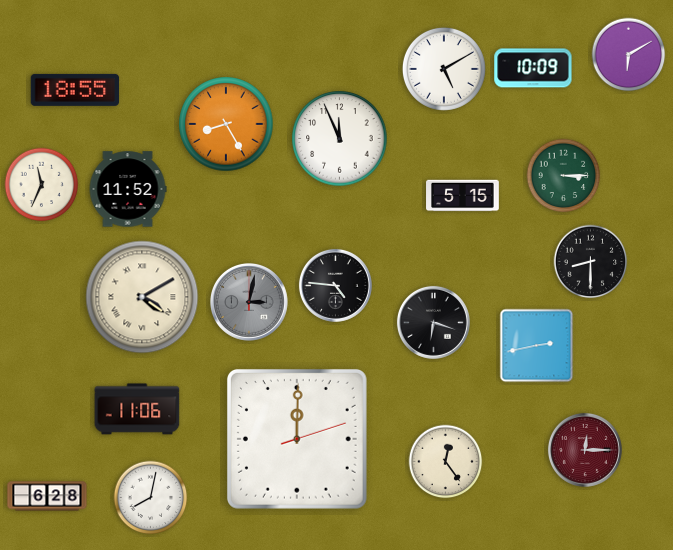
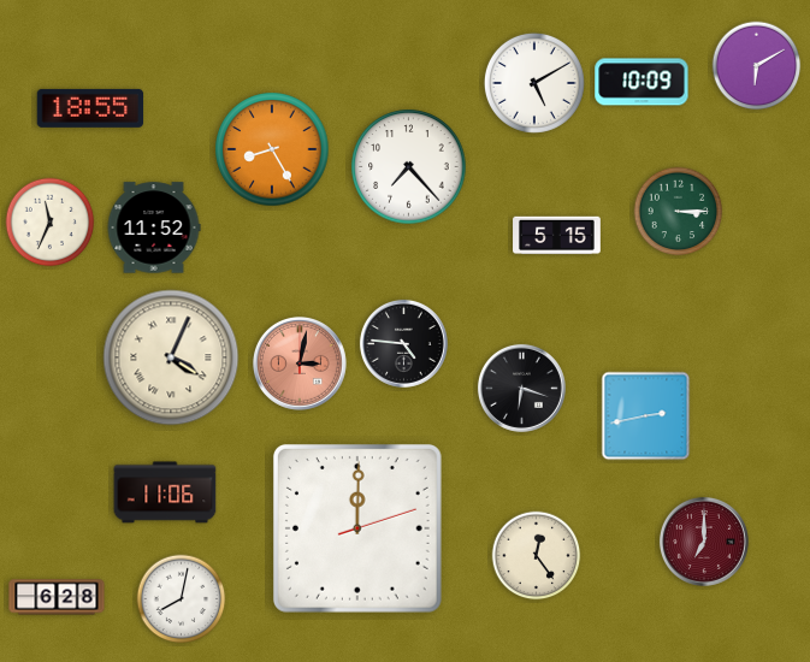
clock at (340, 139): 11:56 -> 7:23
clock at (591, 262): 8:30 -> none
clock at (142, 297): 4:10 -> 4:04
clock at (249, 302) dial: grey -> salmon
clock at (585, 450): 12:15 -> 7:00
